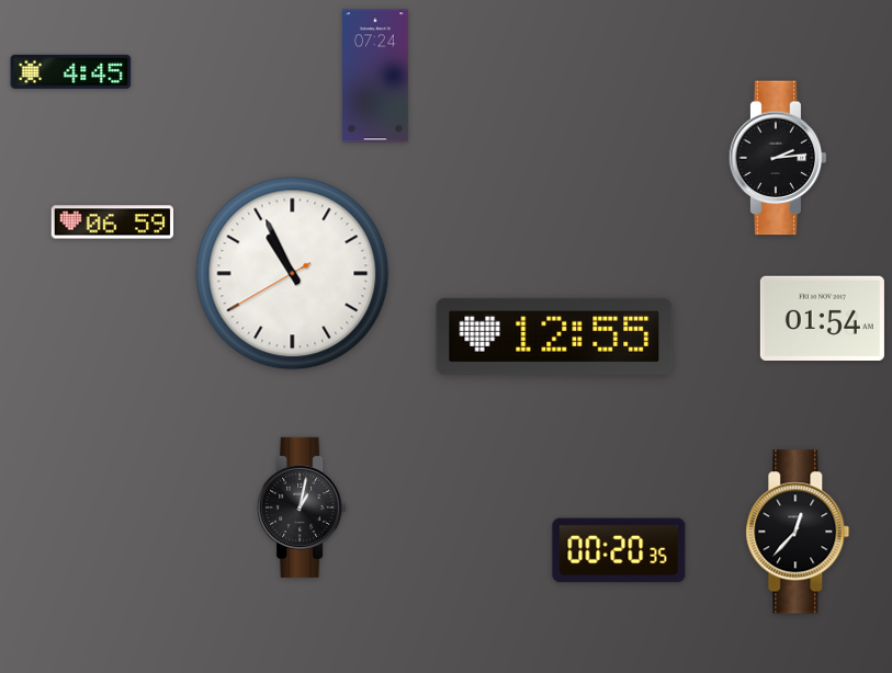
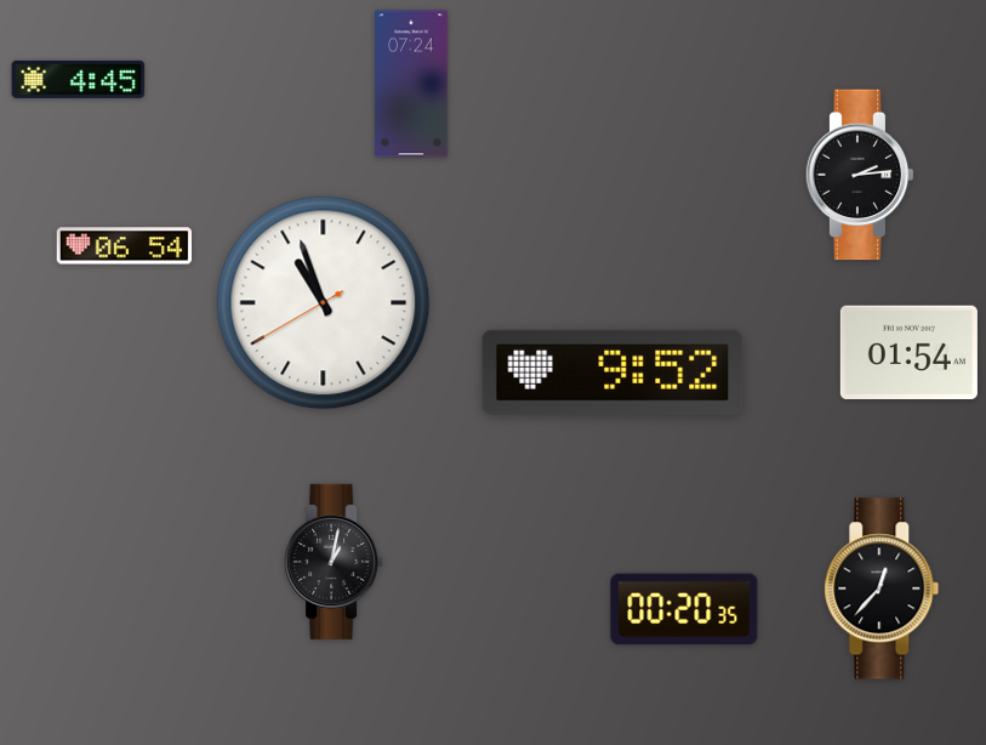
clock at (376, 76) position: (376, 76) -> (412, 84)
clock at (113, 223): 06:59 -> 06:54
clock at (293, 274): 10:55 -> 10:56
clock at (554, 336): 12:55 -> 9:52
